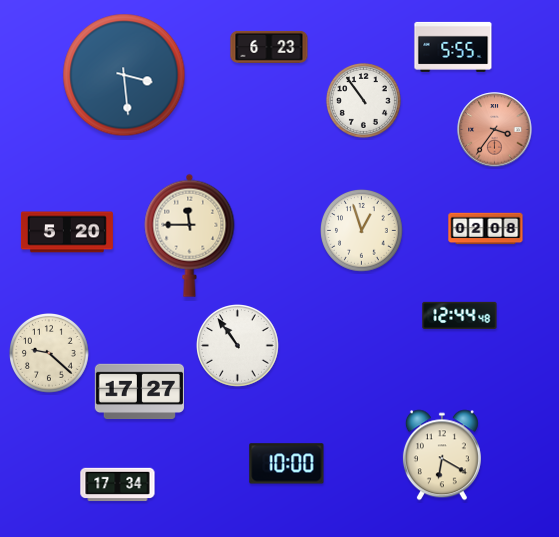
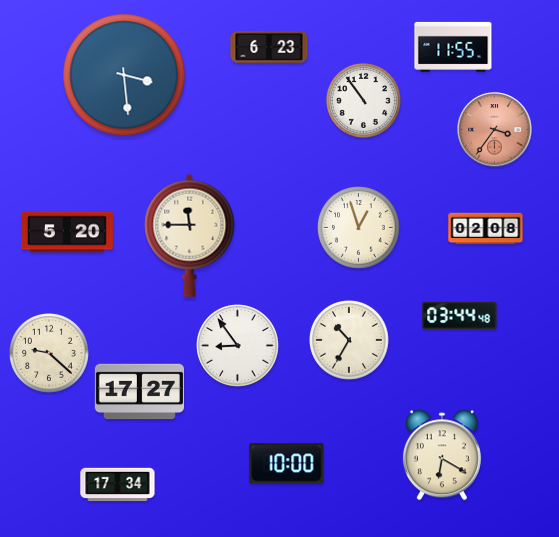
clock at (453, 47): 5:55 -> 11:55
clock at (362, 231) position: (362, 231) -> (359, 228)
clock at (460, 315): 12:44 -> 03:44
clock at (350, 341): none -> 10:35
clock at (238, 346): 10:54 -> 8:54
